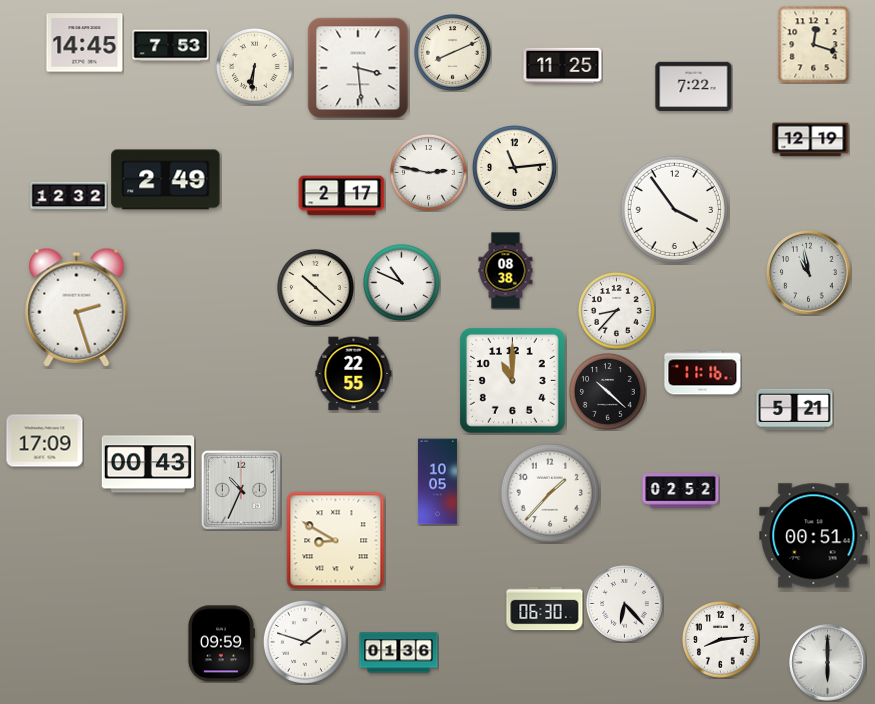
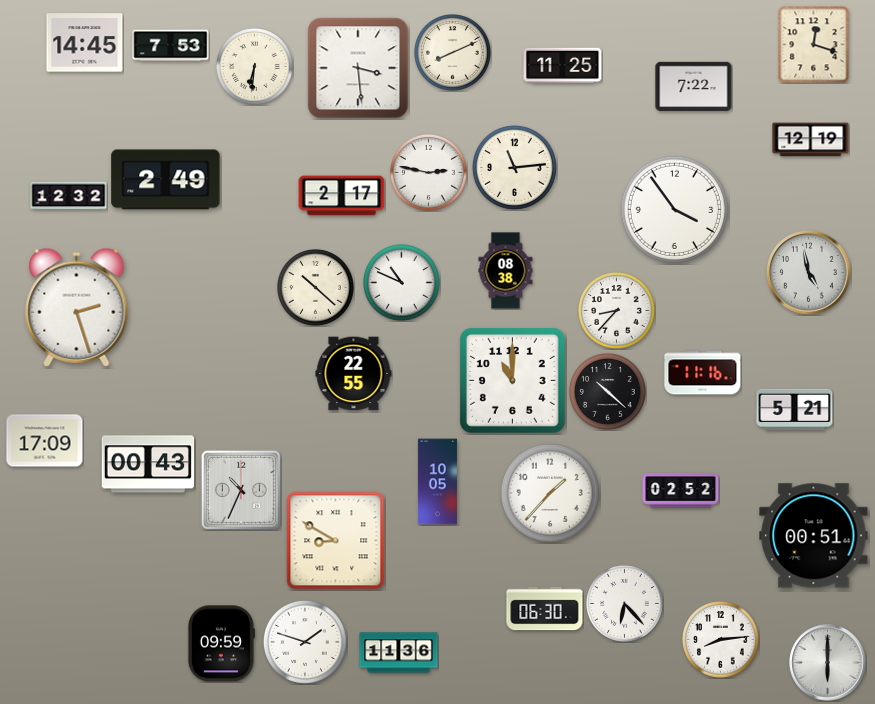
clock at (809, 273): 10:58 -> 4:58
clock at (399, 653): 01:36 -> 11:36
